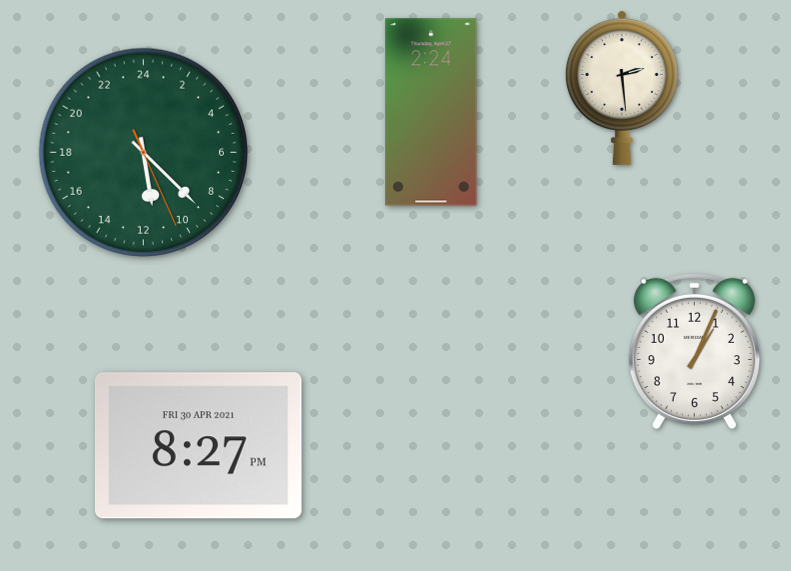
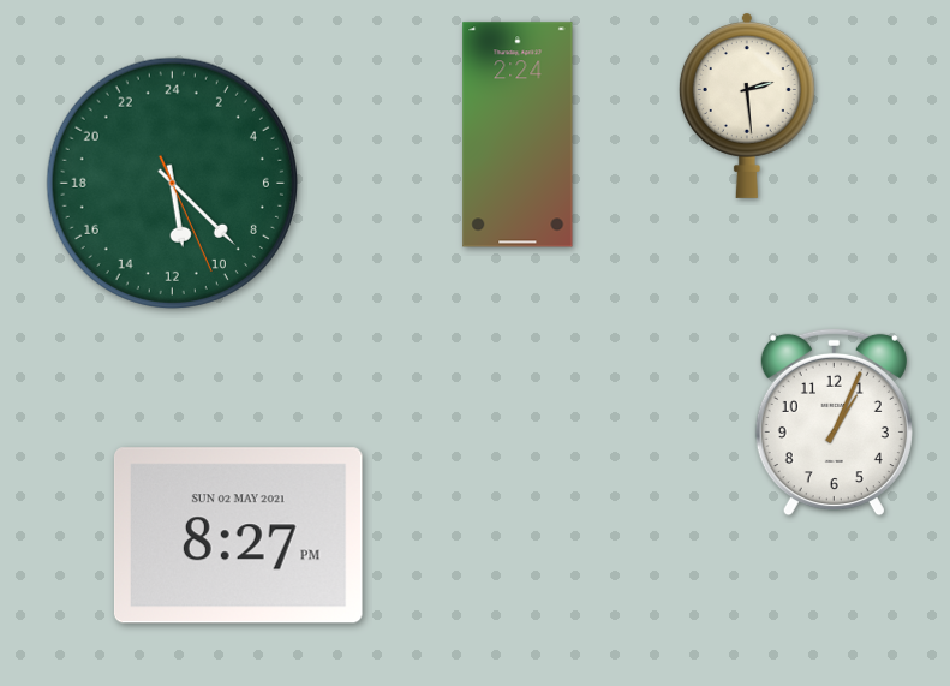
clock at (198, 446) date: FRI 30 APR 2021 -> SUN 02 MAY 2021
